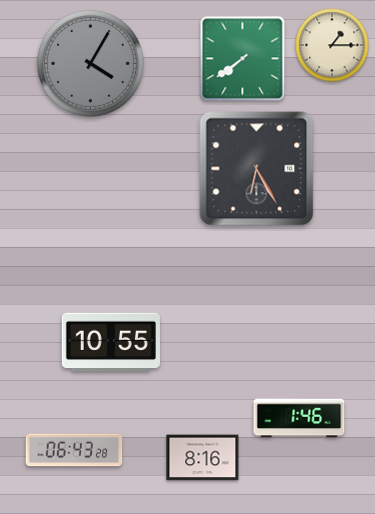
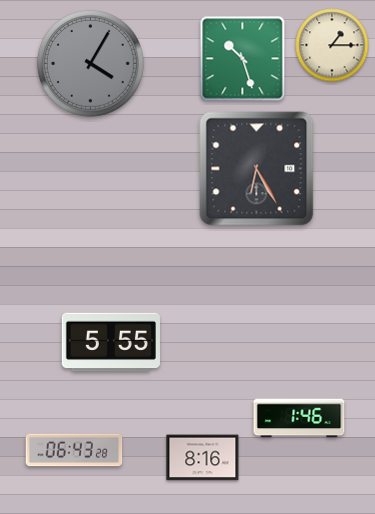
clock at (243, 59): 7:39 -> 10:27
clock at (111, 342): 10:55 -> 5:55
